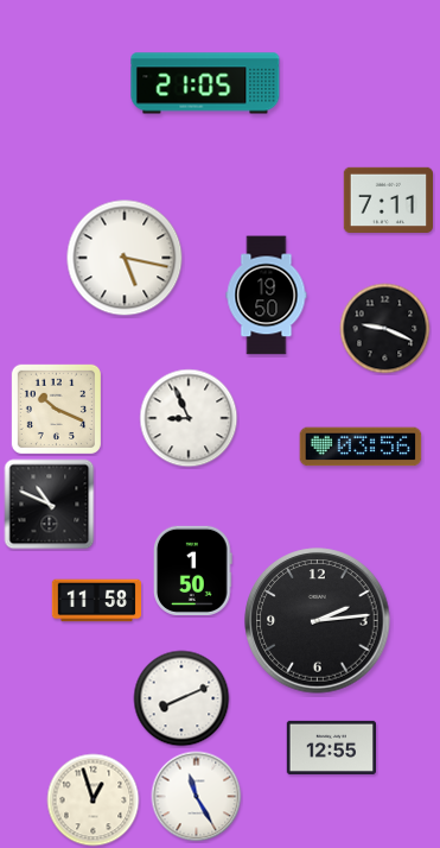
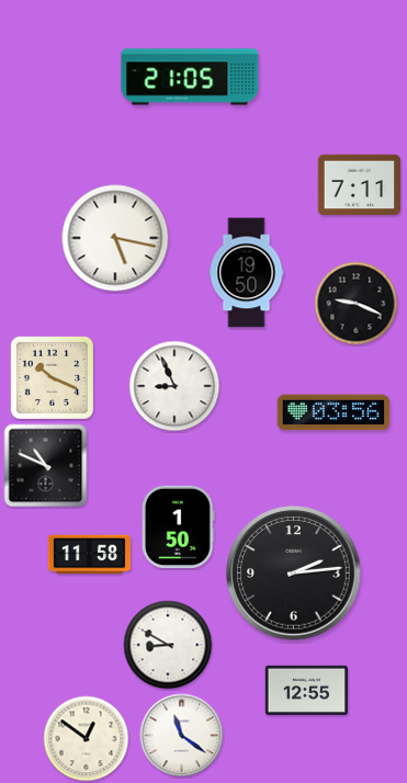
clock at (181, 698): 8:11 -> 8:50
clock at (197, 797): 11:25 -> 11:21
clock at (94, 800): 12:57 -> 12:51
